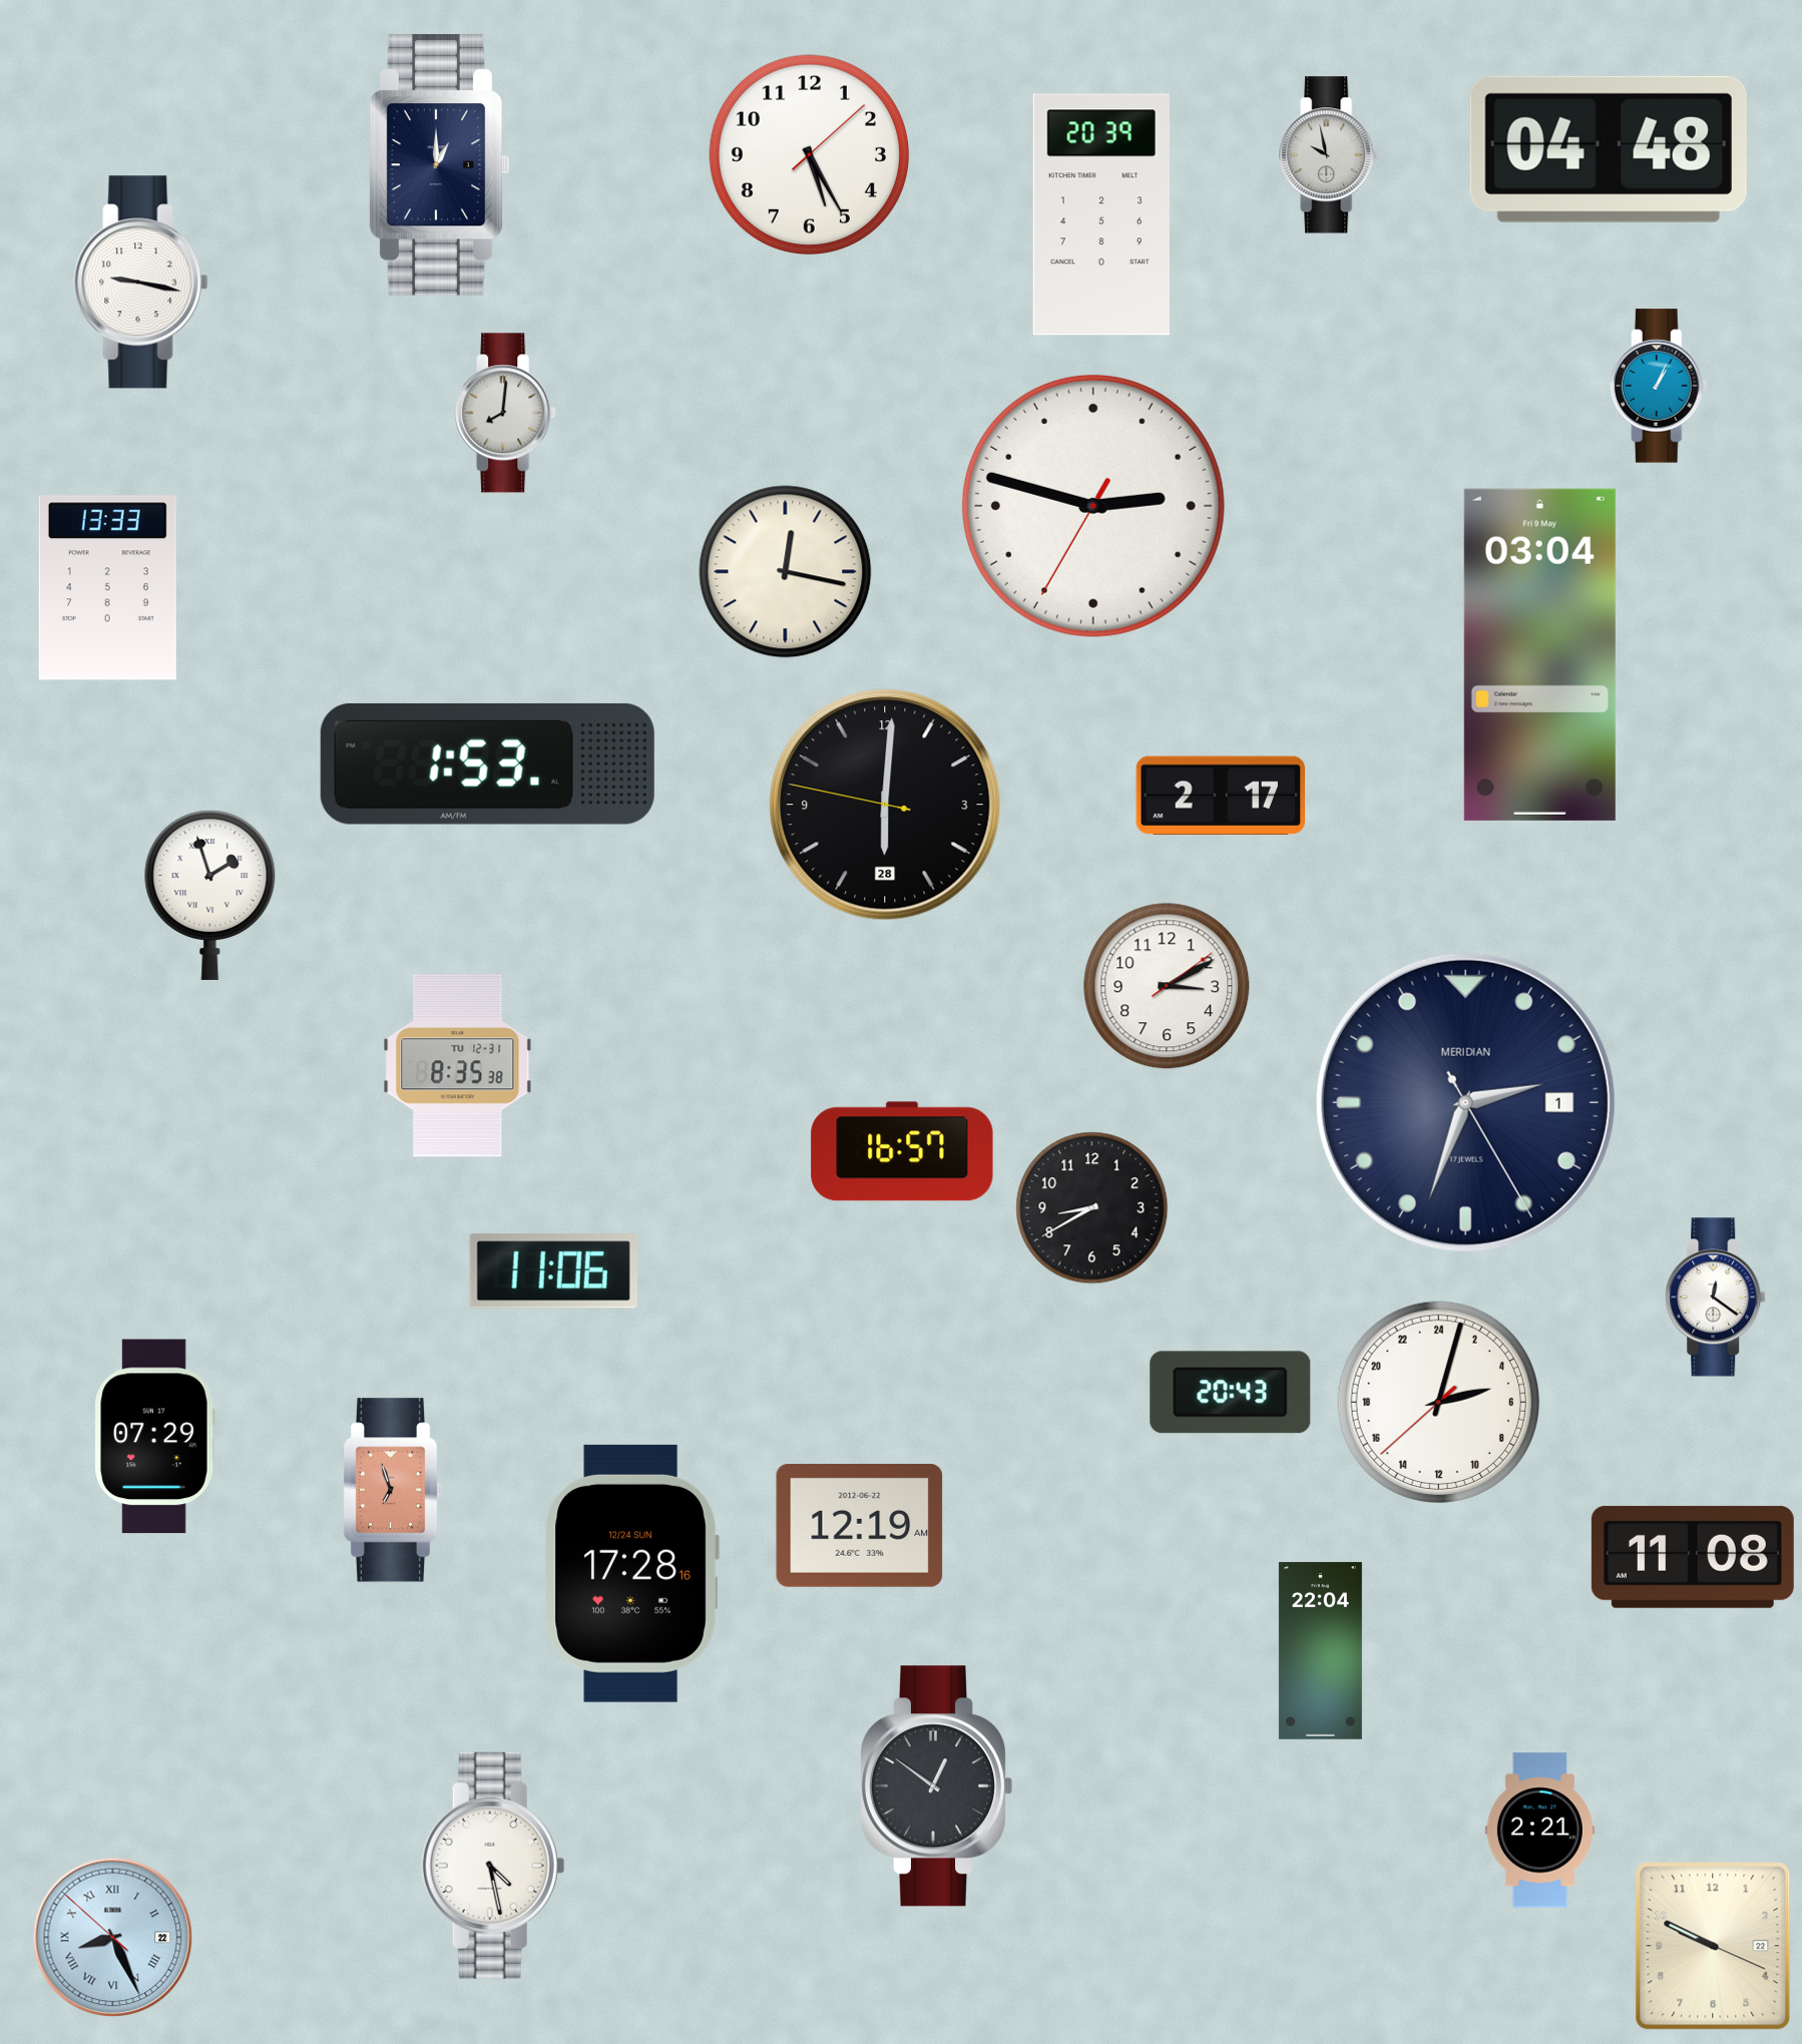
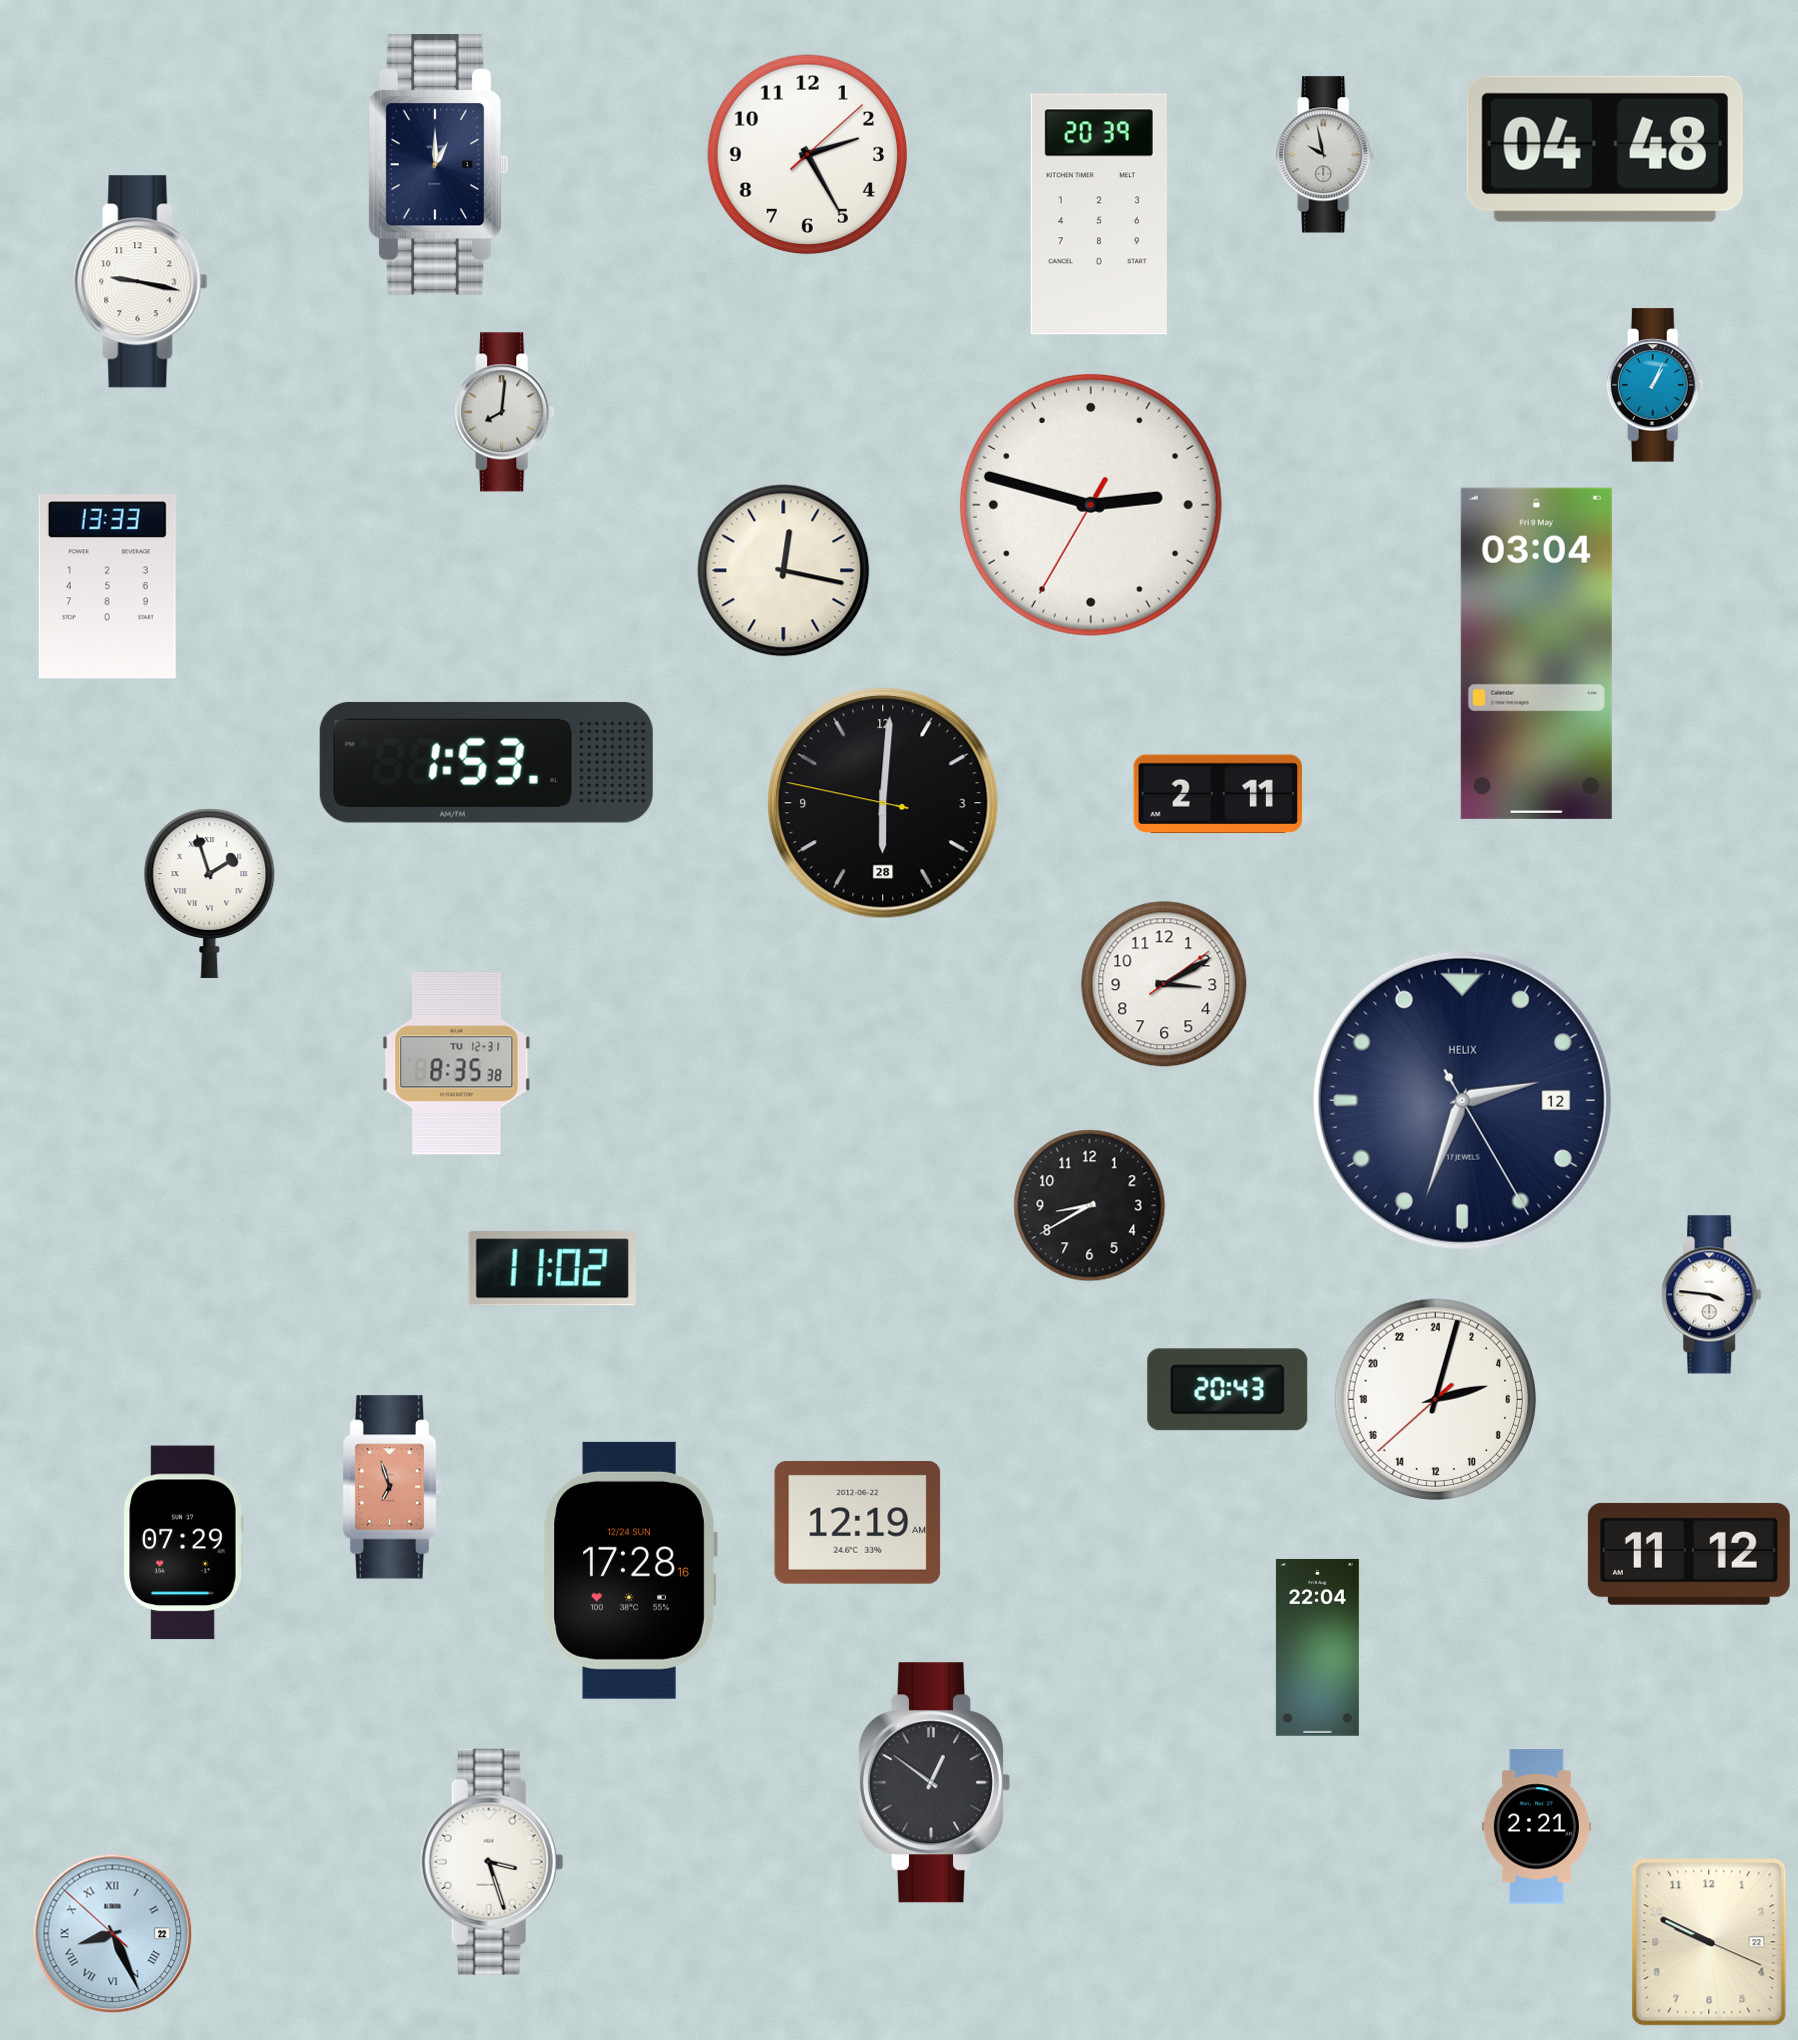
clock at (810, 155): 5:25 -> 2:25
clock at (1220, 796): 2:17 -> 2:11
clock at (1465, 1102) date: 1 -> 12
clock at (1465, 1102) brand: MERIDIAN -> HELIX
clock at (902, 1151): 16:57 -> none
clock at (553, 1271): 11:06 -> 11:02
clock at (1716, 1298): 12:21 -> 3:46
clock at (154, 1437) position: (154, 1437) -> (183, 1543)
clock at (1693, 1557): 11:08 -> 11:12
clock at (493, 1866): 4:28 -> 3:27
